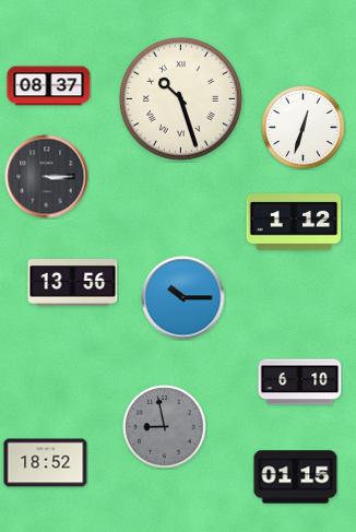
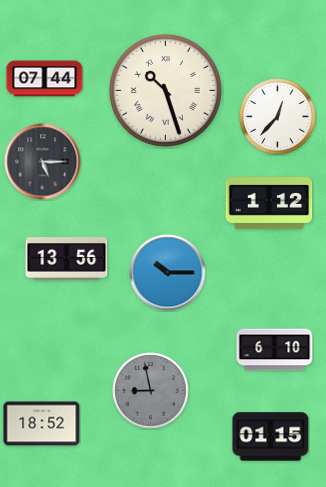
clock at (49, 86): 08:37 -> 07:44
clock at (304, 128): 12:33 -> 12:37
clock at (47, 177): 3:15 -> 5:15
